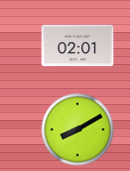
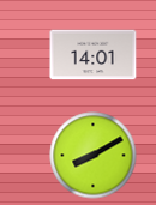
clock at (78, 46): 02:01 -> 14:01
